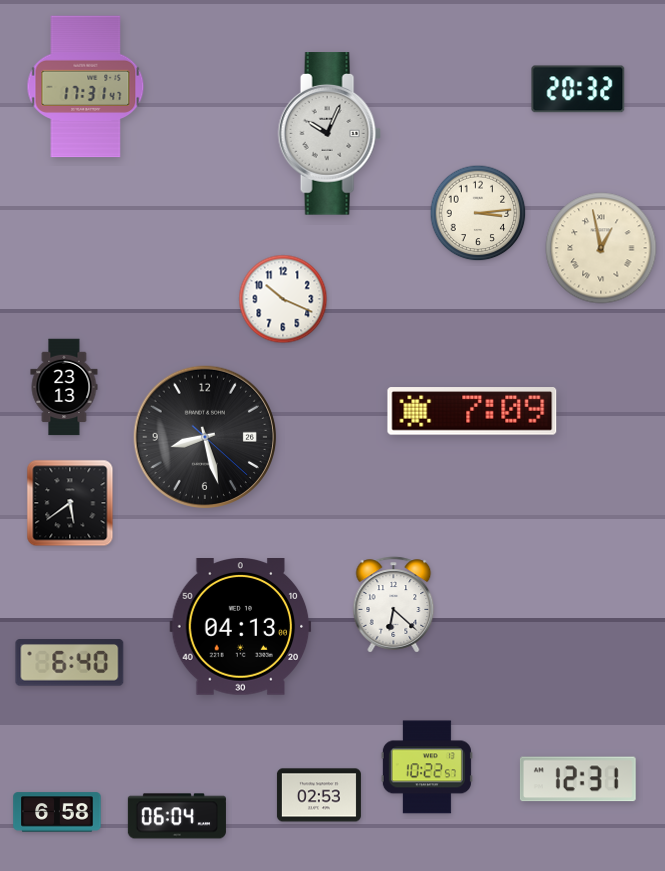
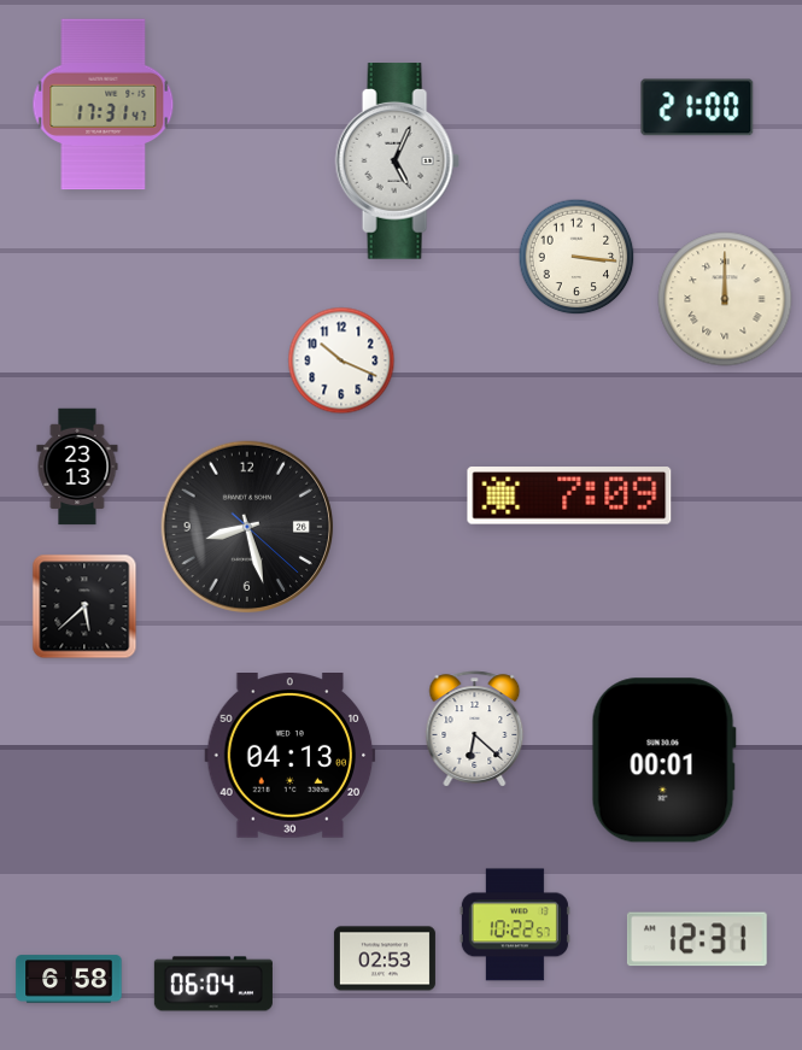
clock at (578, 89): 20:32 -> 21:00
clock at (329, 134): 10:04 -> 5:04
clock at (478, 213): 3:14 -> 3:16
clock at (601, 248): 12:58 -> 12:00
clock at (70, 503): 5:39 -> 5:38
clock at (663, 761): none -> 00:01
clock at (70, 663): 6:40 -> none
